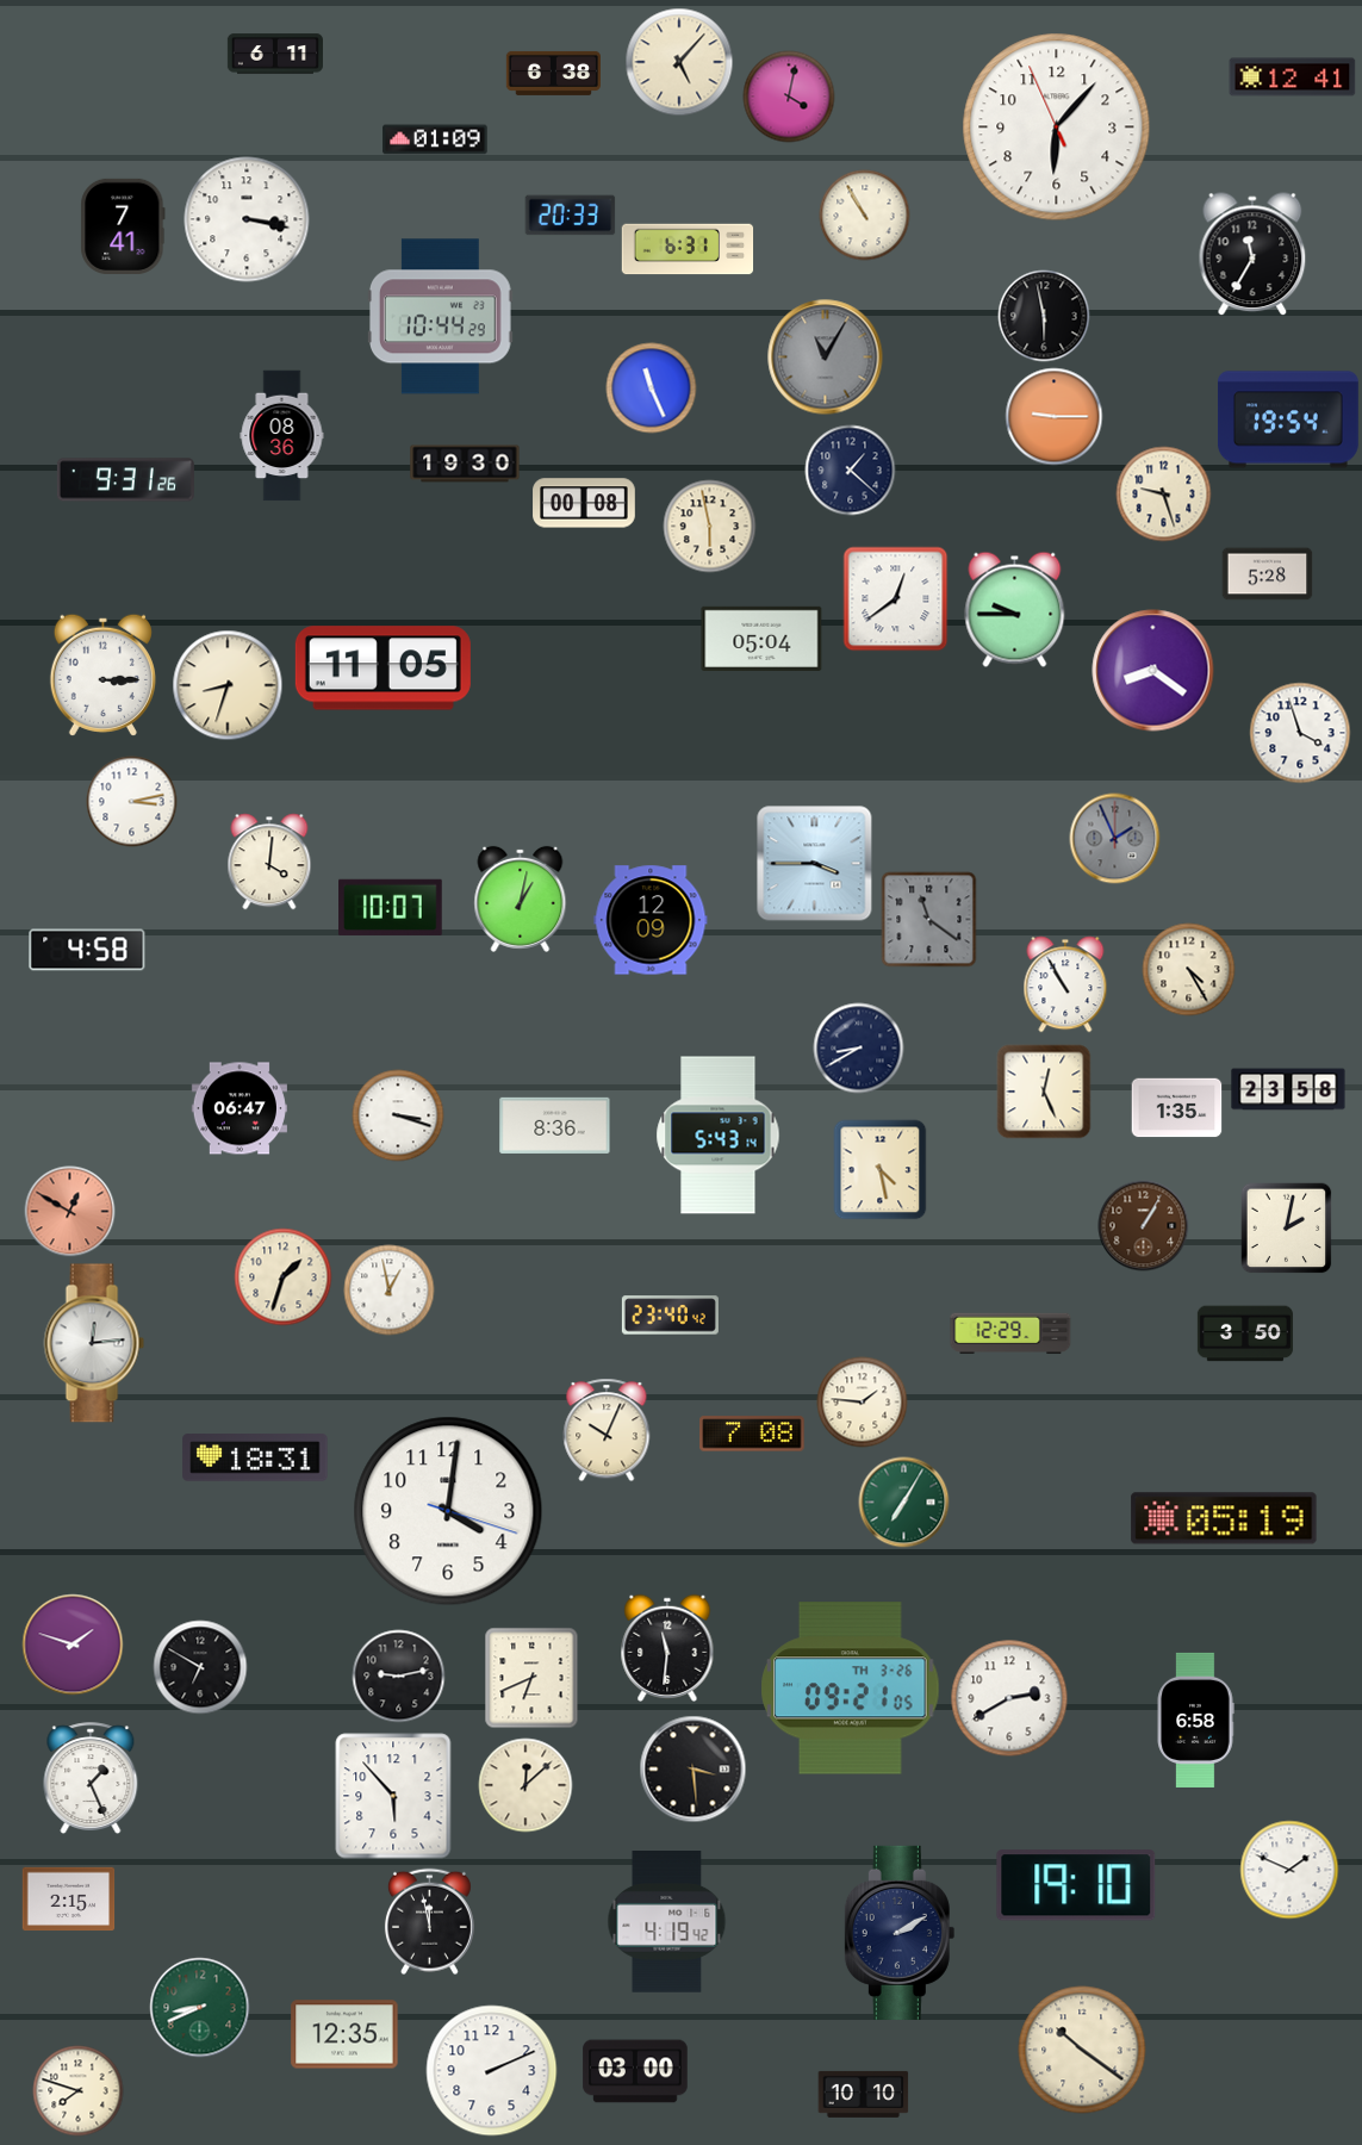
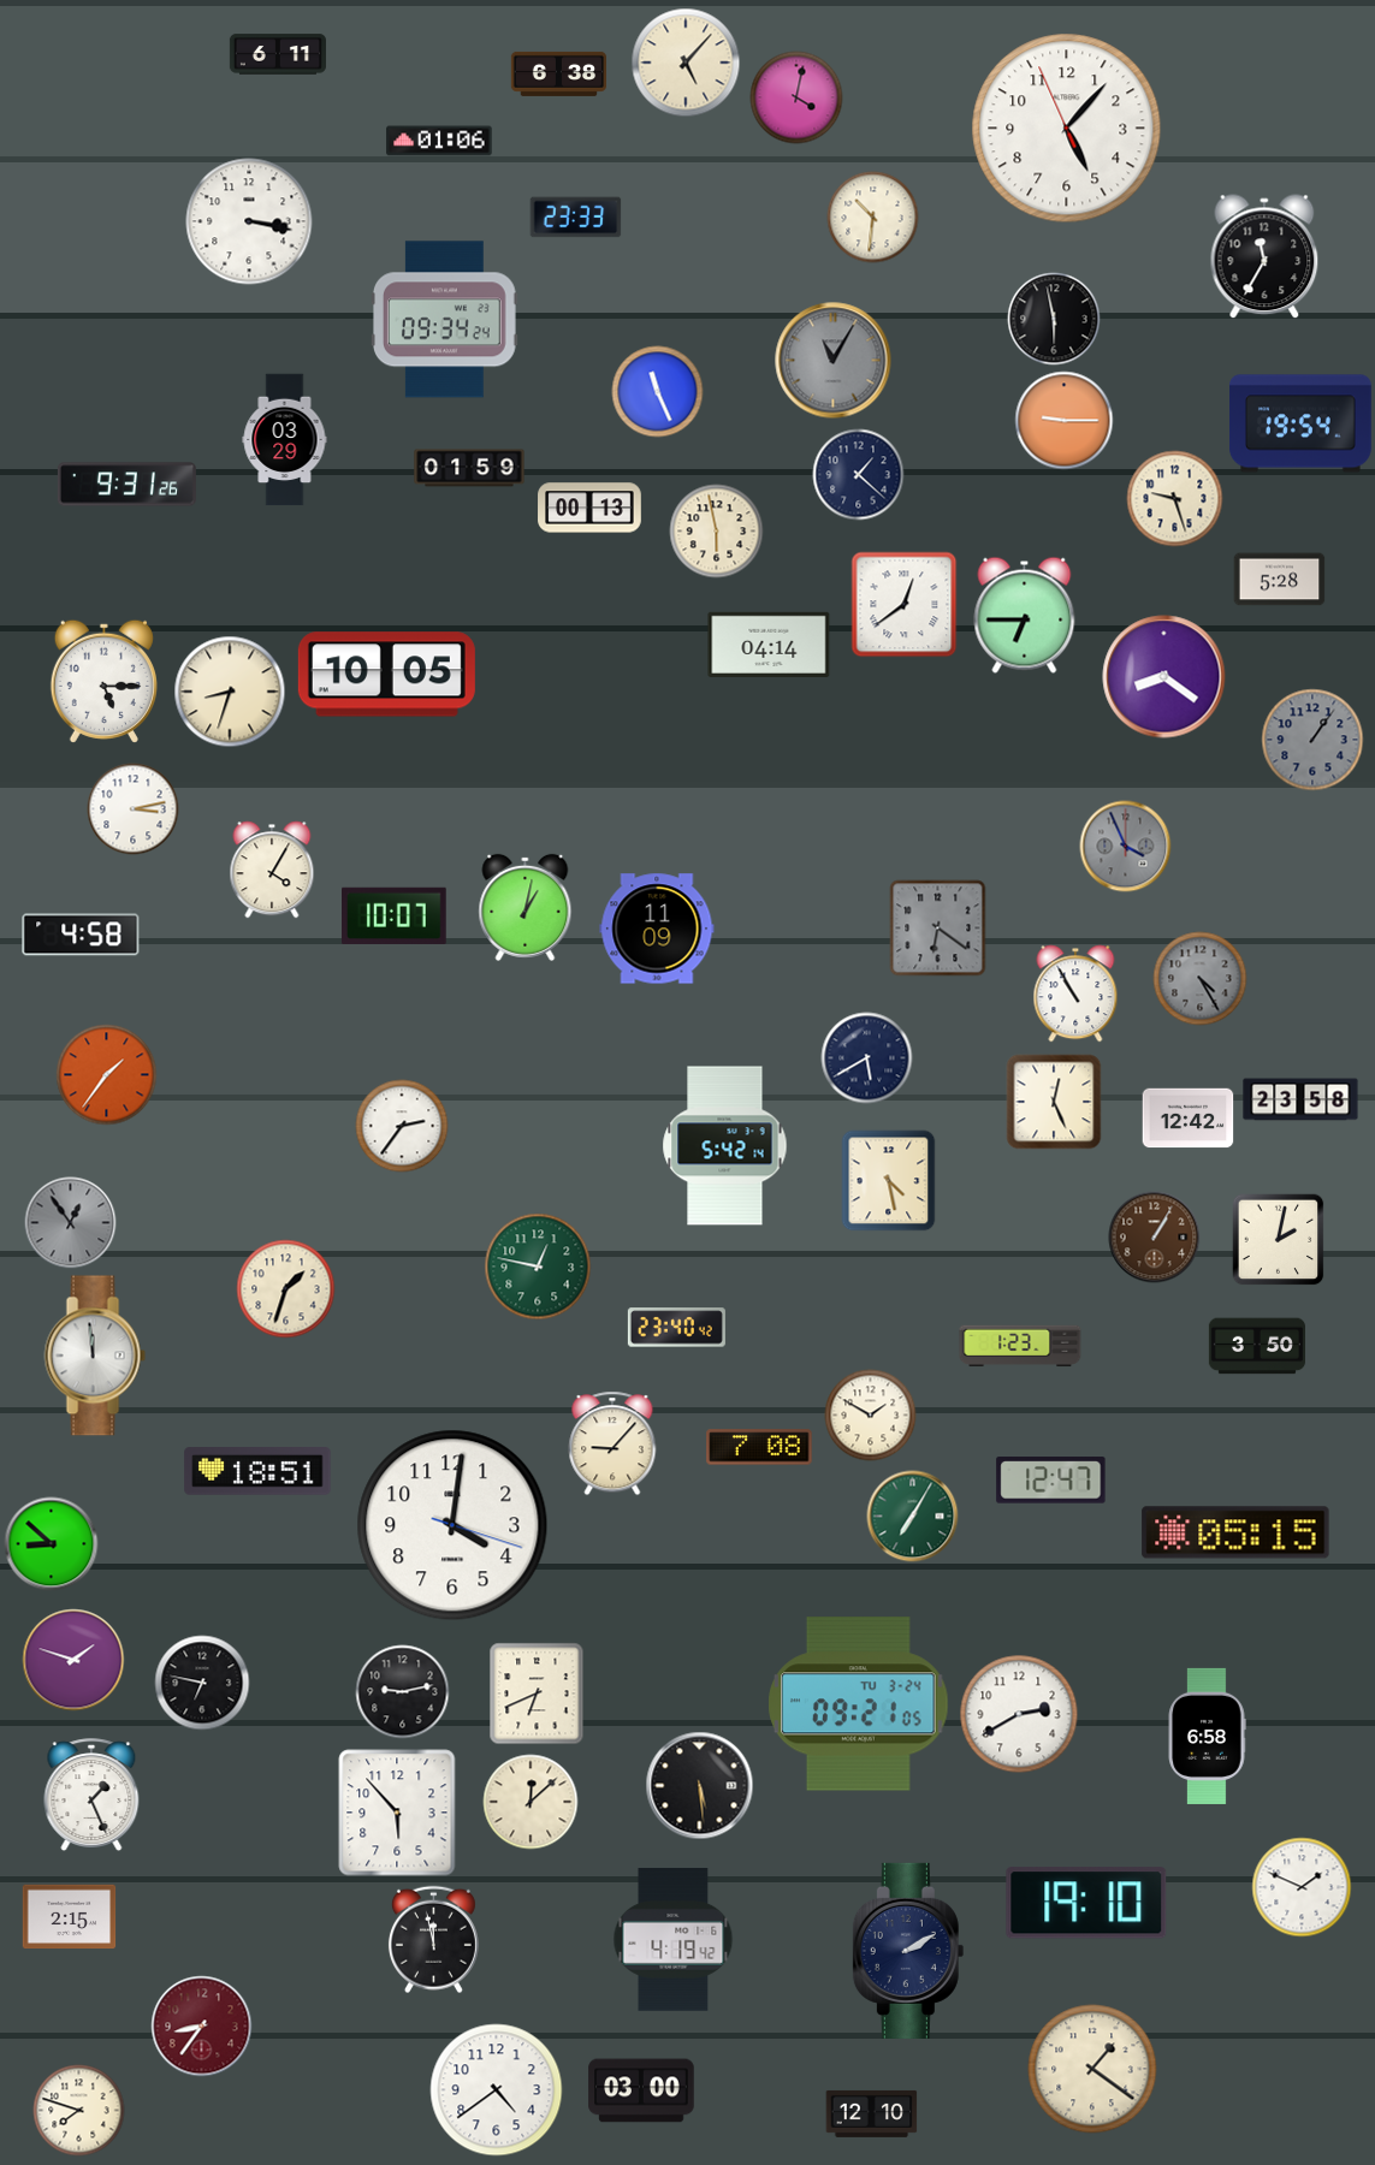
clock at (1293, 77): 12:41 -> none
clock at (1057, 128): 6:06 -> 5:06
clock at (435, 139): 01:09 -> 01:06
clock at (571, 216): 20:33 -> 23:33
clock at (865, 216): 10:55 -> 10:31
clock at (123, 226): 7:41 -> none
clock at (688, 249): 6:31 -> none
clock at (440, 317): 10:44 -> 09:34
clock at (282, 436): 08:36 -> 03:29
clock at (465, 464): 19:30 -> 01:59
clock at (584, 503): 00:08 -> 00:13
clock at (1015, 609): 9:45 -> 6:45
clock at (761, 639): 05:04 -> 04:14
clock at (383, 669): 11:05 -> 10:05
clock at (102, 674): 3:15 -> 5:15
clock at (1300, 733): 3:57 -> 1:06
clock at (1300, 733) dial: white -> grey
clock at (1115, 839): 1:56 -> 3:56
clock at (269, 862): 4:01 -> 4:05
clock at (815, 864): 3:45 -> none
clock at (651, 920): 12:09 -> 11:09
clock at (929, 920): 11:21 -> 6:21
clock at (87, 950) position: (87, 950) -> (81, 935)
clock at (1189, 970) dial: cream -> grey
clock at (859, 1049): 8:40 -> 5:40
clock at (107, 1075): none -> 1:36
clock at (240, 1108): 06:47 -> none
clock at (1177, 1108): 1:35 -> 12:42
clock at (398, 1115): 3:18 -> 2:36
clock at (555, 1125): 8:36 -> none
clock at (719, 1136): 5:43 -> 5:42
clock at (70, 1212): 12:50 -> 12:54
clock at (70, 1212) dial: salmon -> grey
clock at (1286, 1229) position: (1286, 1229) -> (1278, 1240)
clock at (538, 1267): none -> 12:47
clock at (390, 1291): 12:58 -> none
clock at (1010, 1333): 12:29 -> 1:23
clock at (94, 1343): 12:14 -> 11:59
clock at (863, 1403): 1:46 -> 1:50
clock at (607, 1430): 10:04 -> 9:07
clock at (255, 1457): 18:31 -> 18:51
clock at (1051, 1481): none -> 12:47
clock at (1224, 1518): 05:19 -> 05:15
clock at (52, 1544): none -> 8:52
clock at (667, 1648): 11:31 -> none
clock at (200, 1667): 6:50 -> 6:47
clock at (851, 1689) date: TH 3-26 -> TU 3-24
clock at (694, 1770): 3:29 -> 5:29
clock at (200, 2008): 8:41 -> 8:36
clock at (200, 2008) dial: green -> burgundy
clock at (344, 2034): 12:35 -> none
clock at (1082, 2050): 10:21 -> 1:21
clock at (492, 2071): 2:11 -> 4:39
clock at (864, 2094): 10:10 -> 12:10
